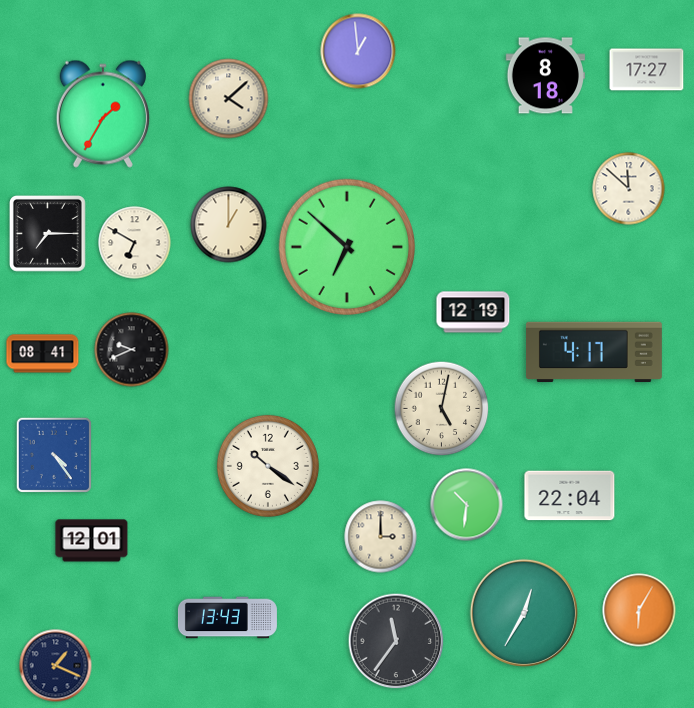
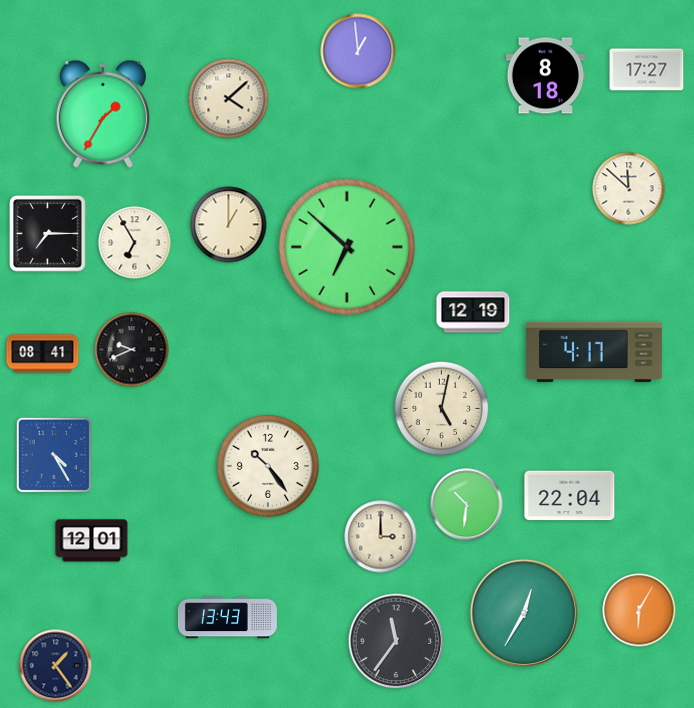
clock at (135, 243): 6:50 -> 6:55
clock at (53, 454): 4:24 -> 4:25
clock at (268, 466): 10:21 -> 10:24
clock at (56, 666): 1:19 -> 1:24
